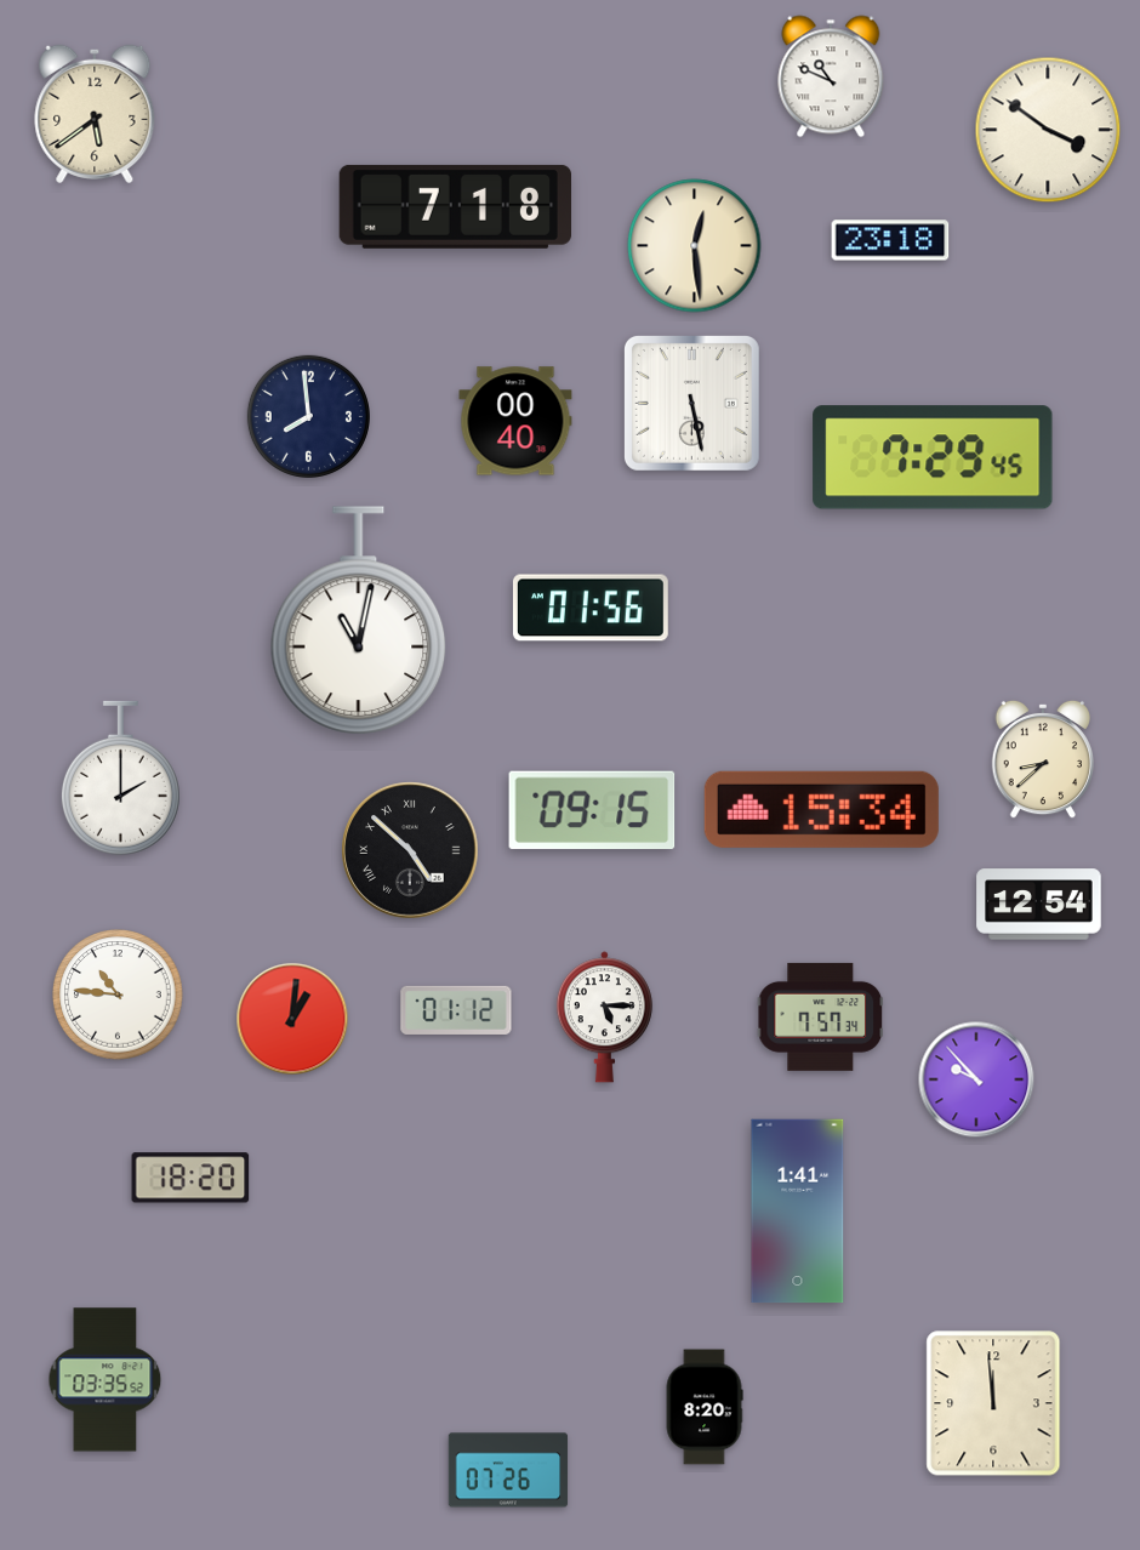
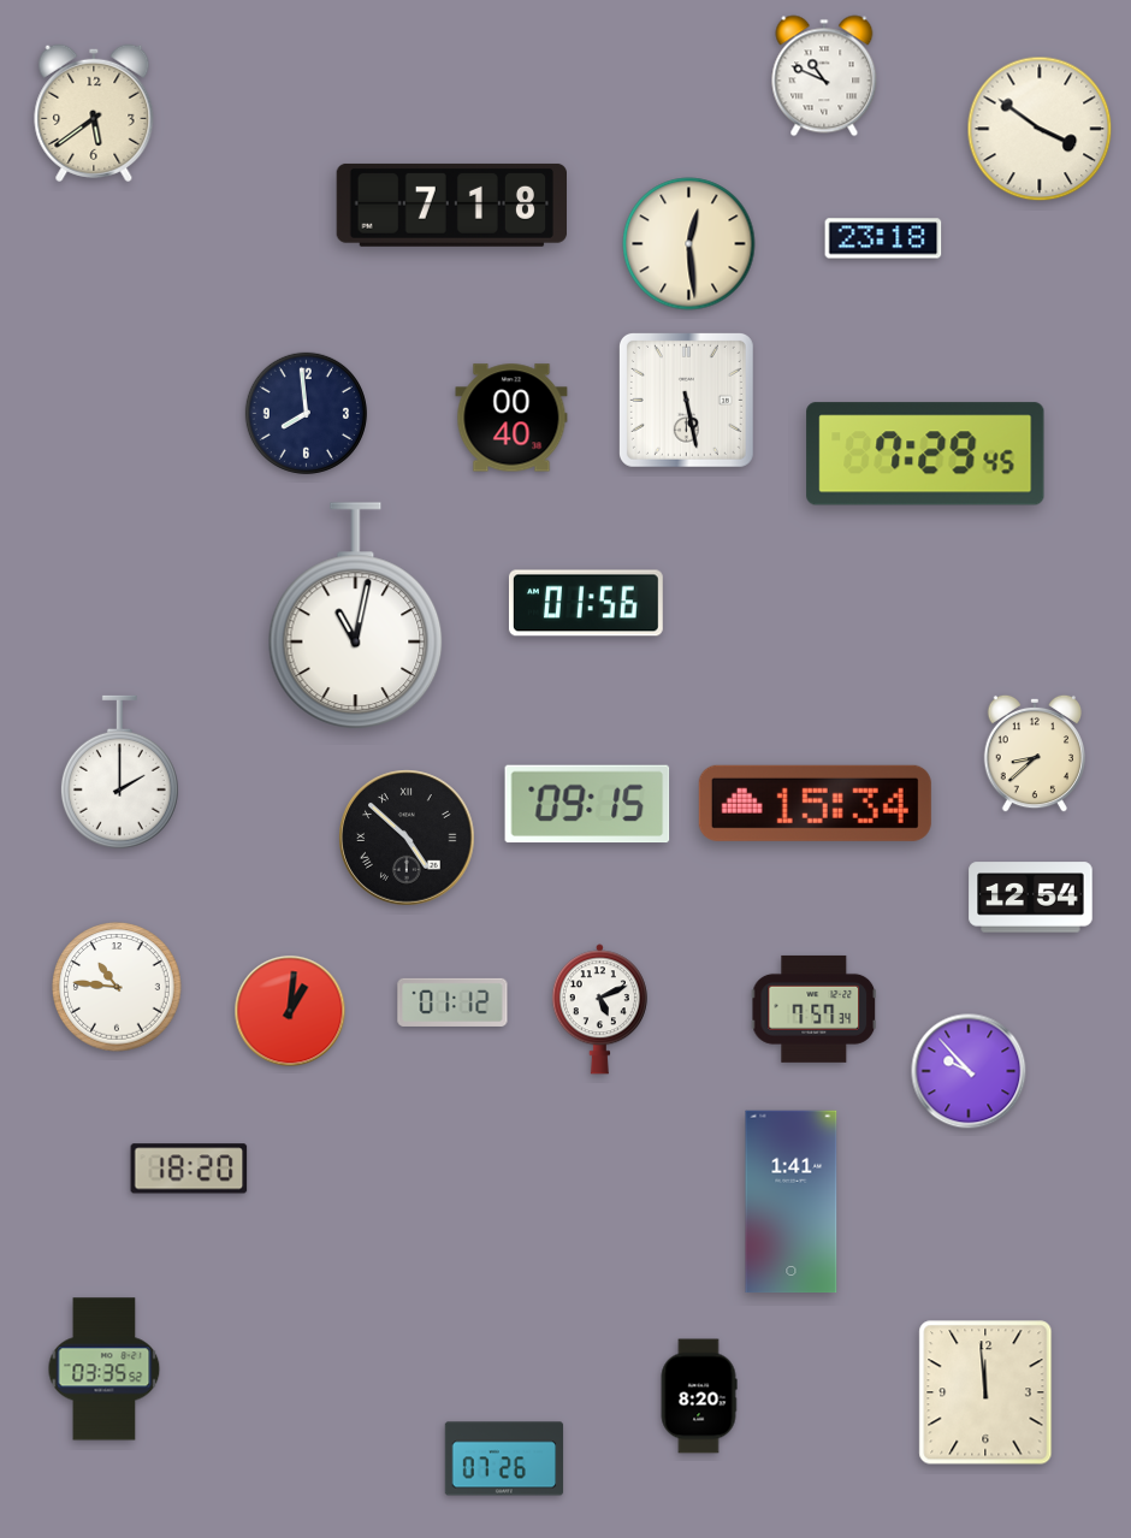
clock at (410, 850) position: (410, 850) -> (407, 838)
clock at (604, 1018): 5:15 -> 5:11
